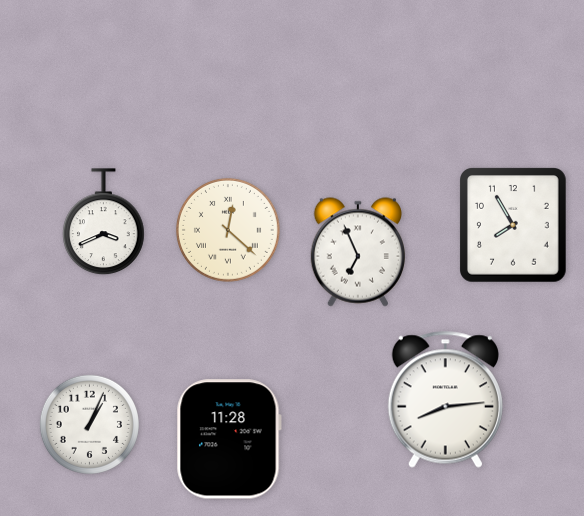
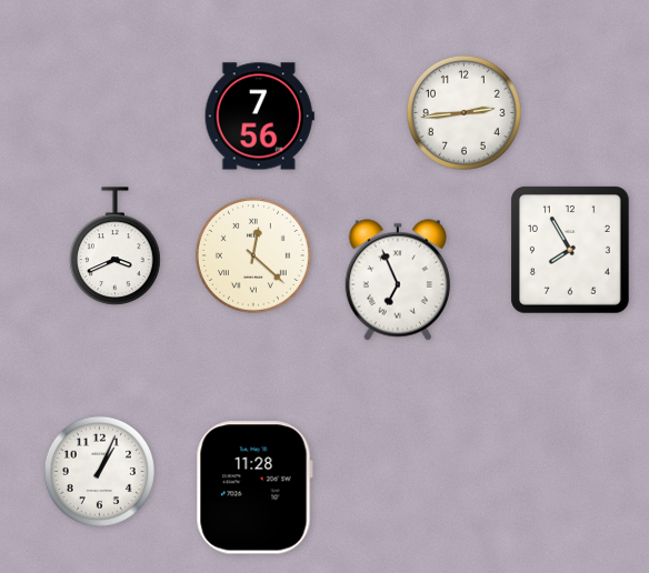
clock at (463, 112): none -> 2:44
clock at (259, 117): none -> 7:56
clock at (445, 399): 8:14 -> none
